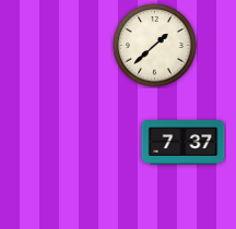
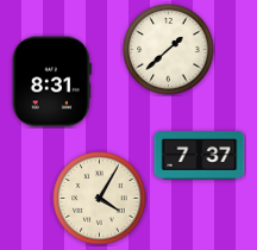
clock at (51, 82): none -> 8:31
clock at (100, 199): none -> 4:05
